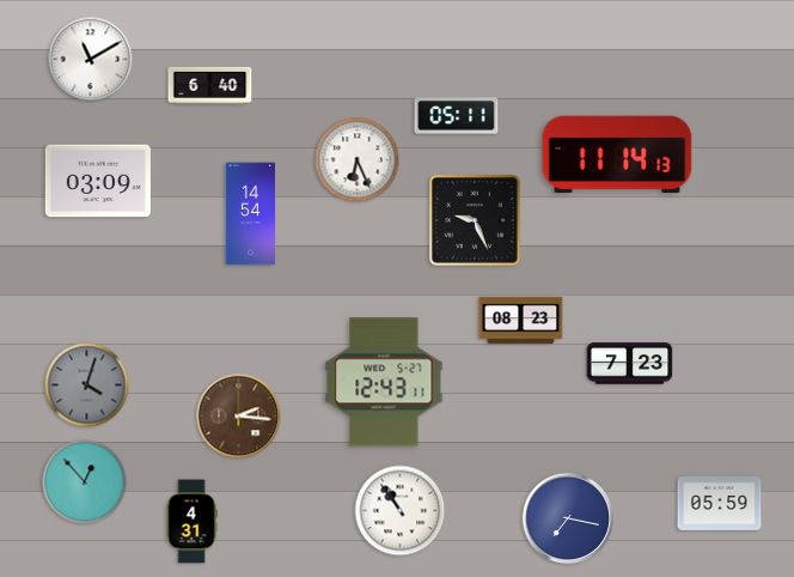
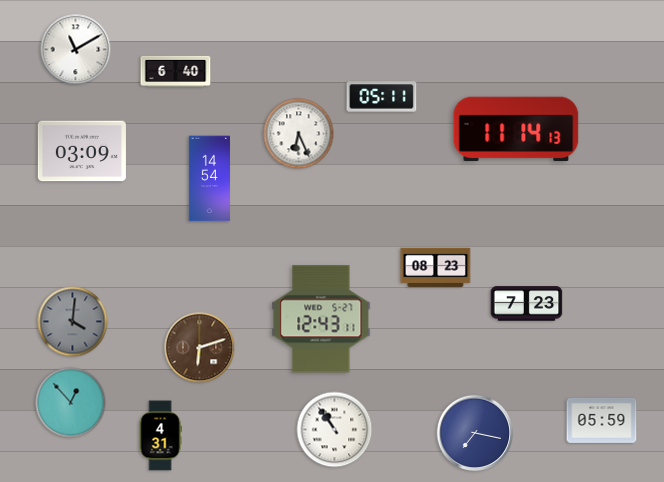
clock at (475, 220): 9:26 -> none
clock at (87, 385): 4:03 -> 4:01
clock at (239, 417): 2:16 -> 6:12
clock at (401, 511) position: (401, 511) -> (335, 430)
